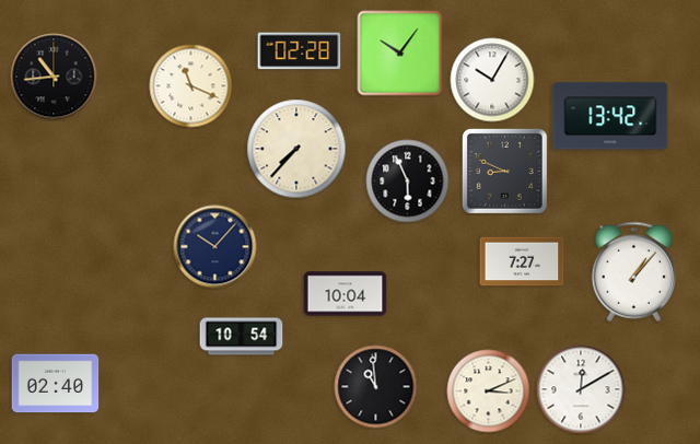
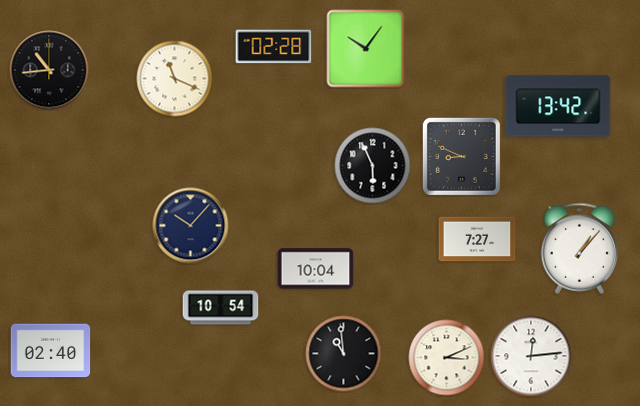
clock at (492, 80): 10:05 -> none
clock at (296, 149): 7:37 -> none
clock at (215, 247) position: (215, 247) -> (191, 226)
clock at (581, 389): 12:10 -> 12:14
